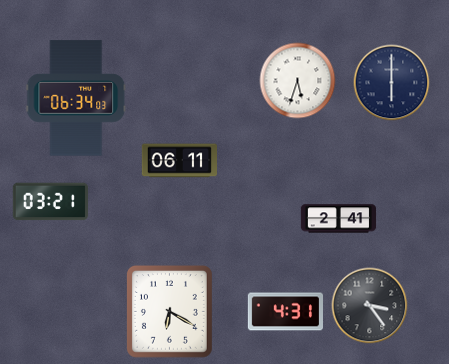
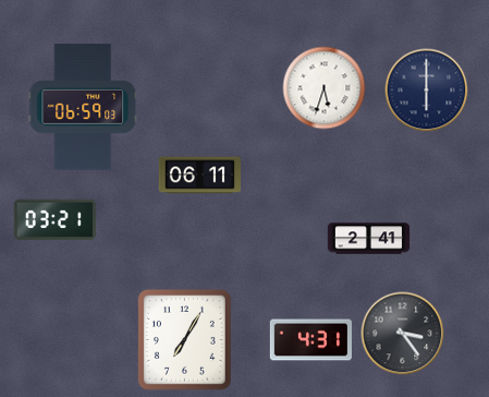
clock at (76, 98): 06:34 -> 06:59
clock at (179, 161) position: (179, 161) -> (199, 176)
clock at (169, 311): 6:20 -> 7:05
